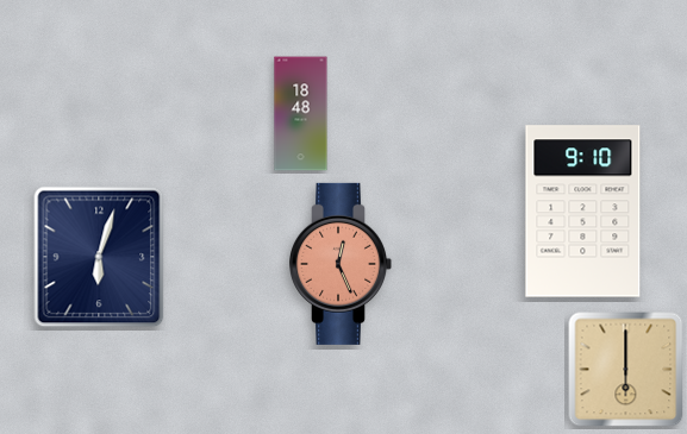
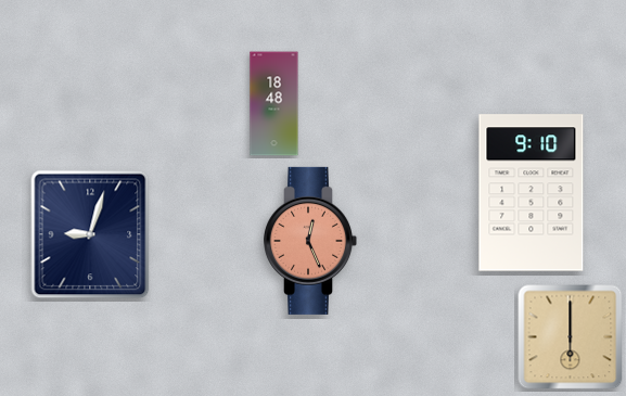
clock at (99, 257): 6:03 -> 9:03
